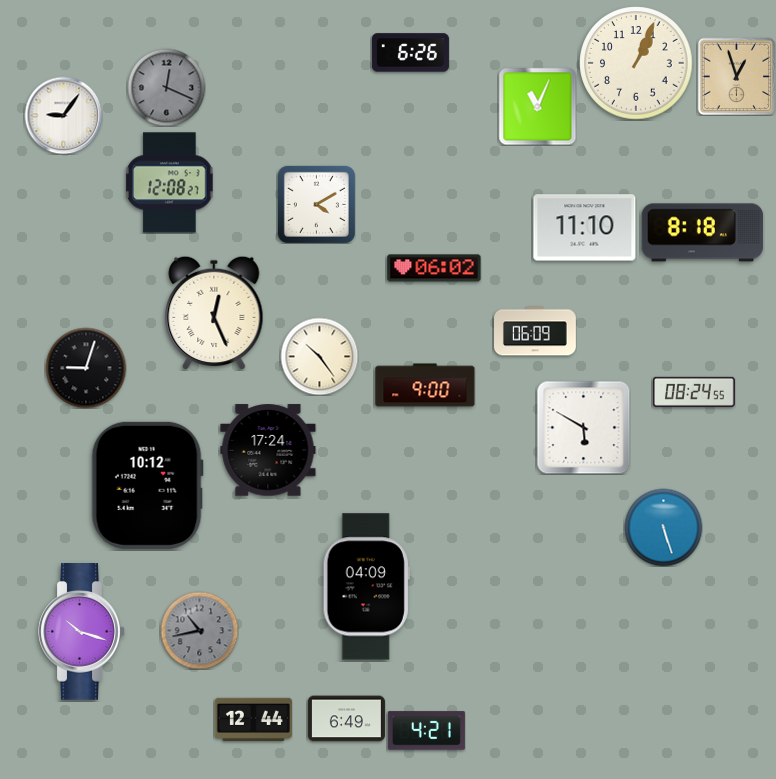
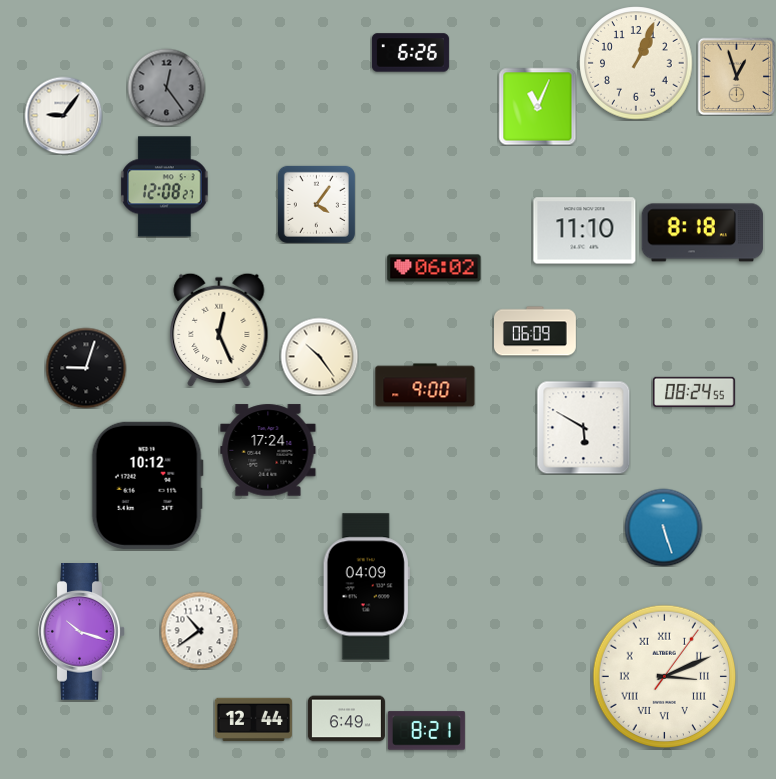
clock at (166, 87): 12:19 -> 12:24
clock at (170, 183) position: (170, 183) -> (165, 187)
clock at (316, 204): 4:10 -> 4:06
clock at (585, 228) position: (585, 228) -> (585, 231)
clock at (214, 313) position: (214, 313) -> (219, 330)
clock at (199, 630): 10:43 -> 10:39
clock at (199, 630) dial: grey -> white
clock at (665, 677): none -> 3:11
clock at (426, 731): 4:21 -> 8:21
